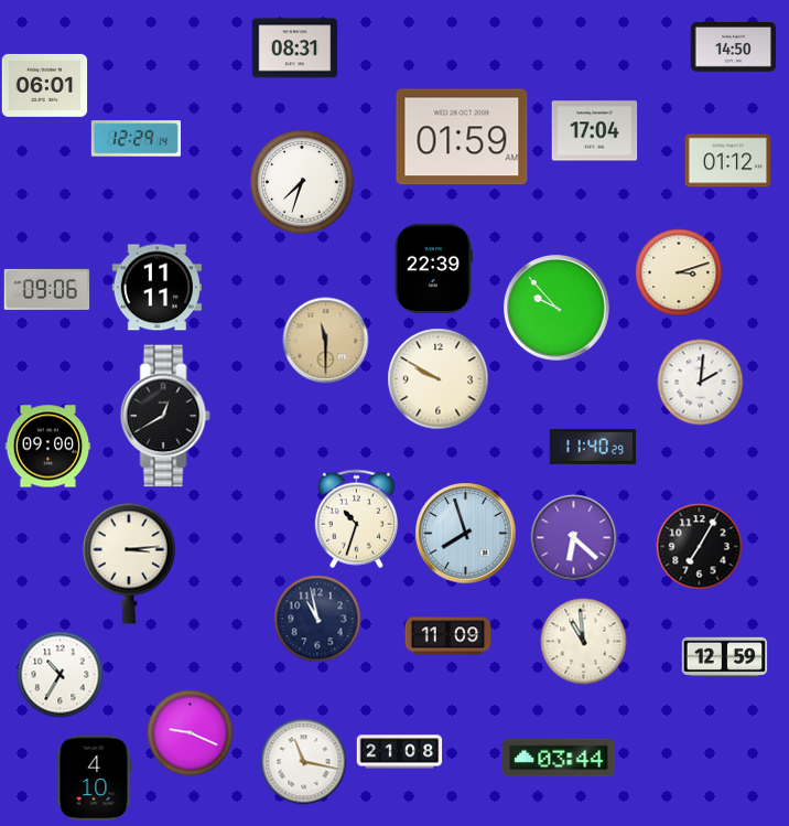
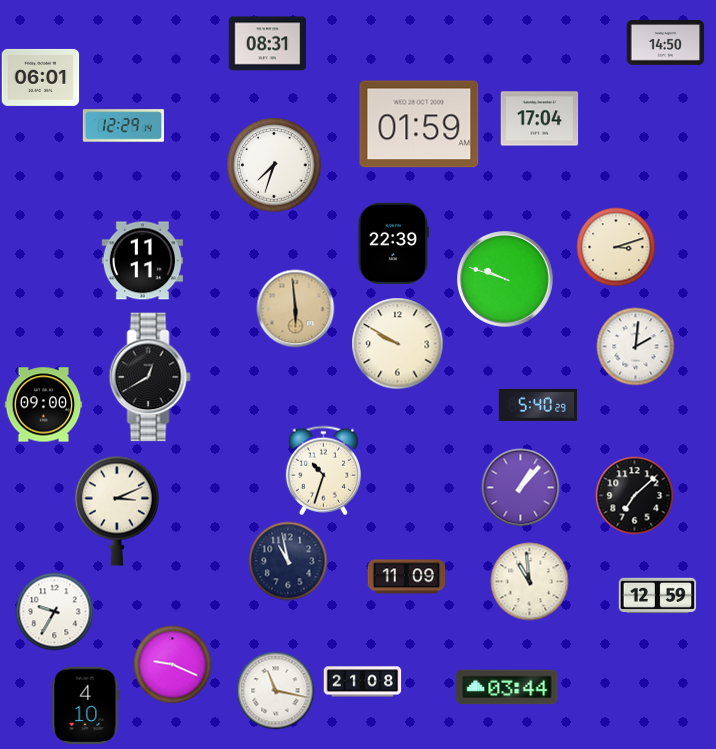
clock at (727, 161): 01:12 -> none
clock at (46, 289): 09:06 -> none
clock at (558, 309): 9:53 -> 9:48
clock at (325, 340): 11:30 -> 5:59
clock at (593, 447): 11:40 -> 5:40
clock at (465, 533): 7:57 -> none
clock at (573, 537): 6:22 -> 1:07
clock at (699, 546): 7:05 -> 7:08
clock at (129, 564): 3:14 -> 3:11
clock at (60, 674): 10:35 -> 9:35
